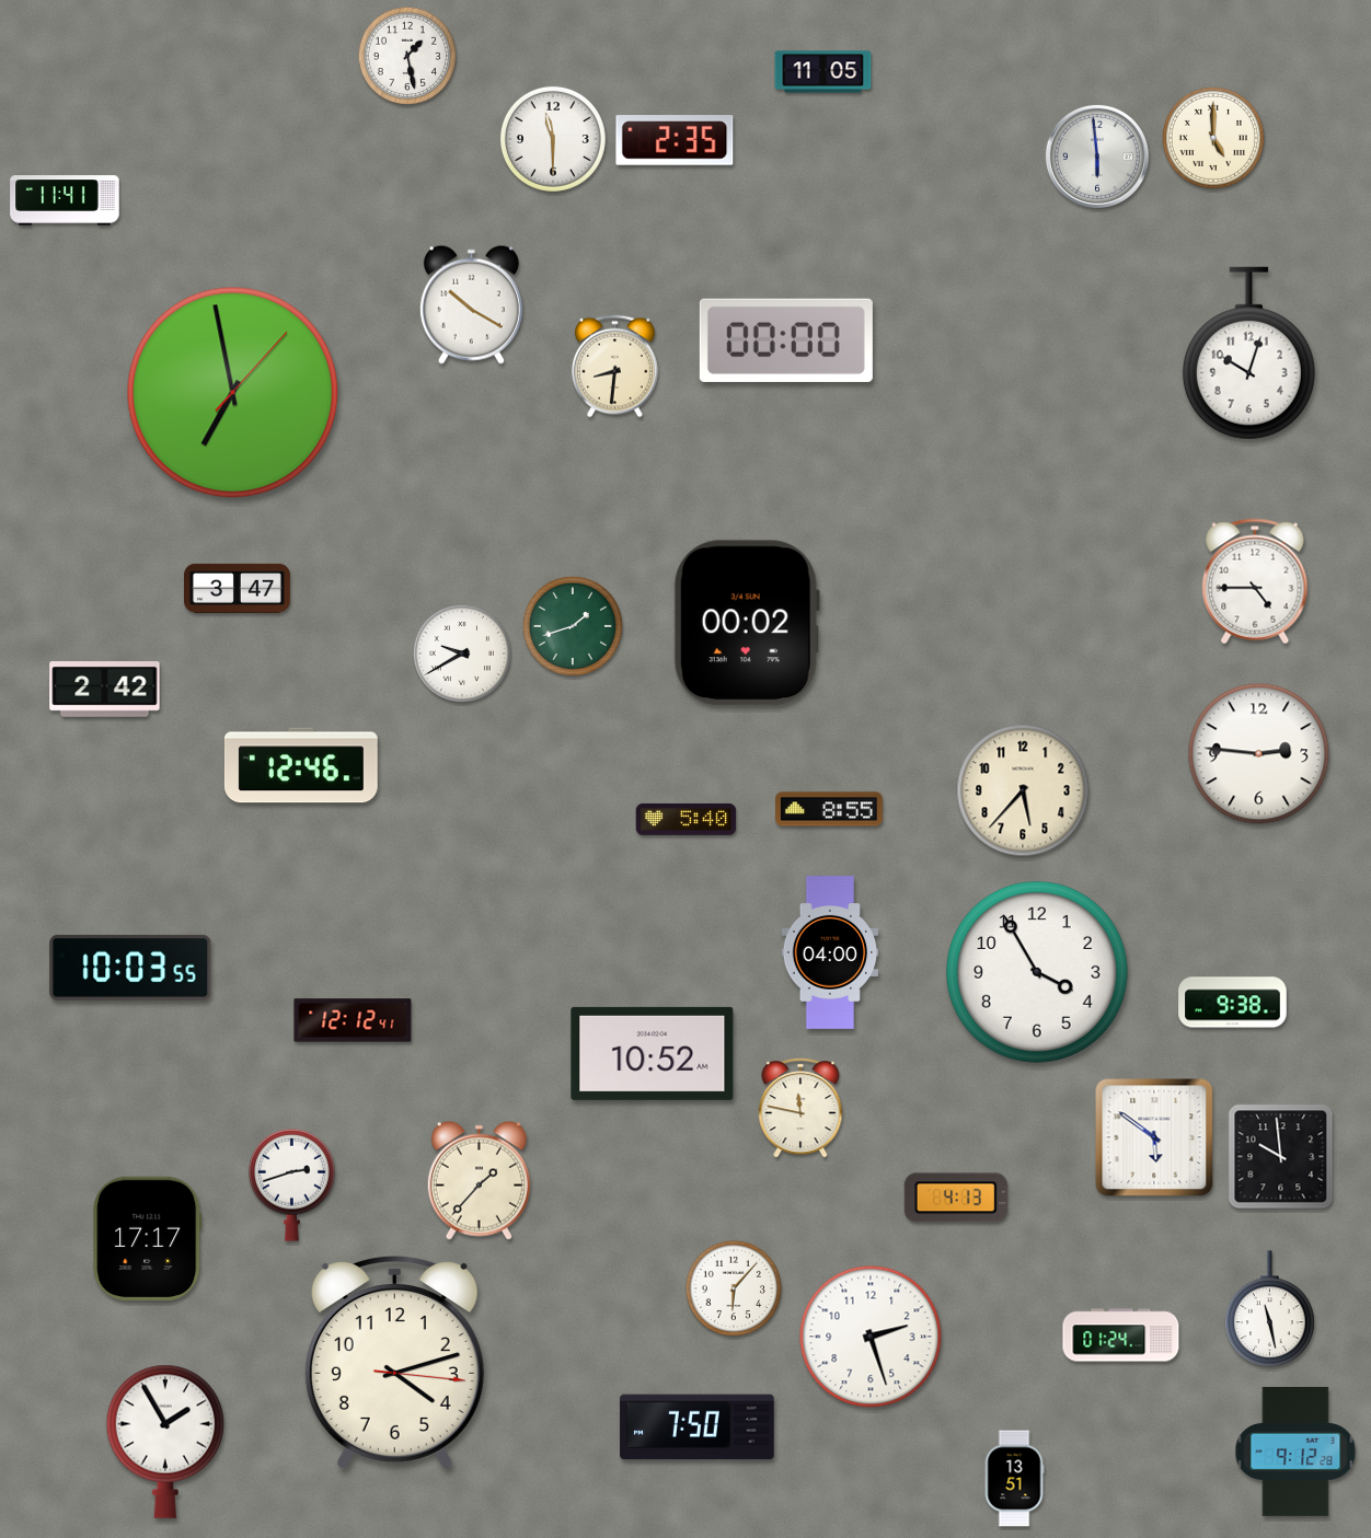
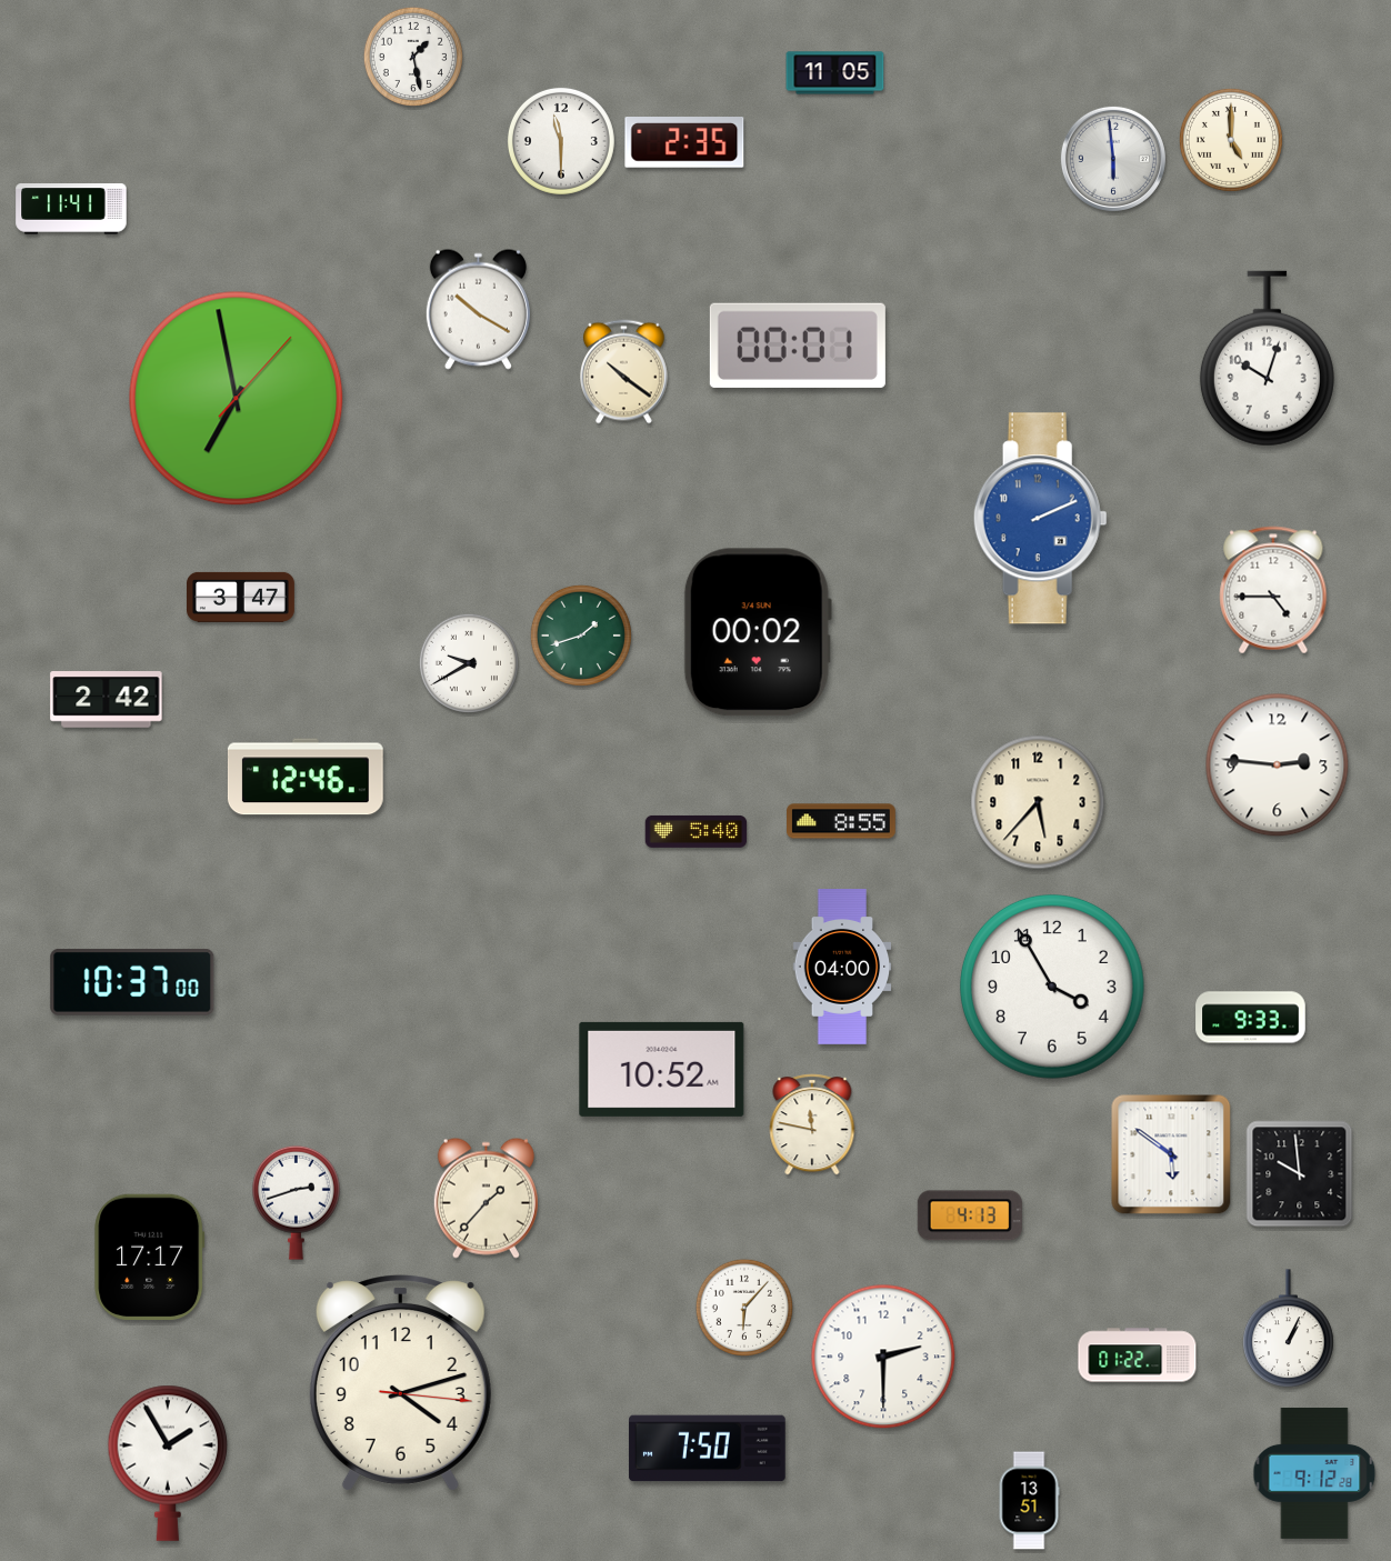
clock at (65, 200) position: (65, 200) -> (71, 209)
clock at (786, 340): 00:00 -> 00:01
clock at (615, 367): 8:31 -> 10:21
clock at (1040, 519): none -> 2:11
clock at (130, 968): 10:03 -> 10:37
clock at (1233, 1003): 9:38 -> 9:33
clock at (353, 1020): 12:12 -> none
clock at (1270, 1308): 11:28 -> 1:04
clock at (1121, 1335): 01:24 -> 01:22
clock at (871, 1337): 2:27 -> 2:30
